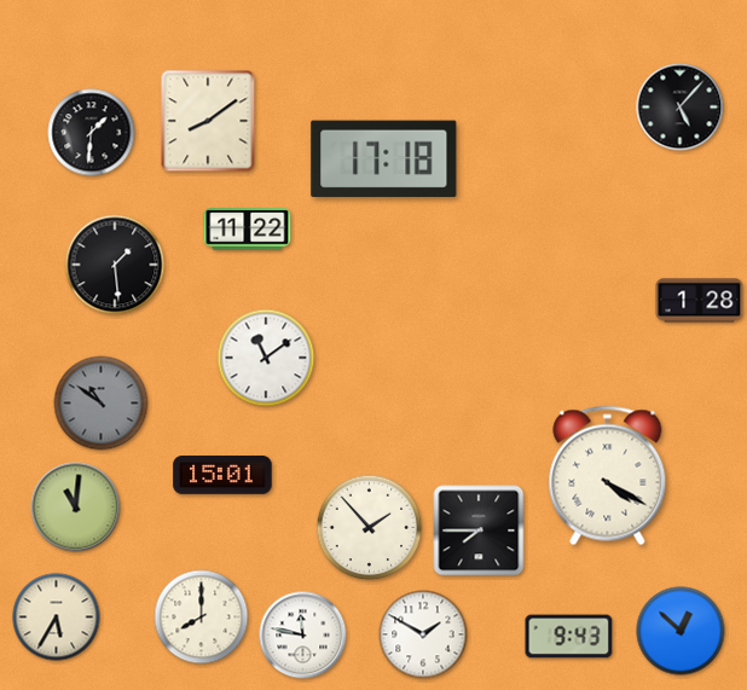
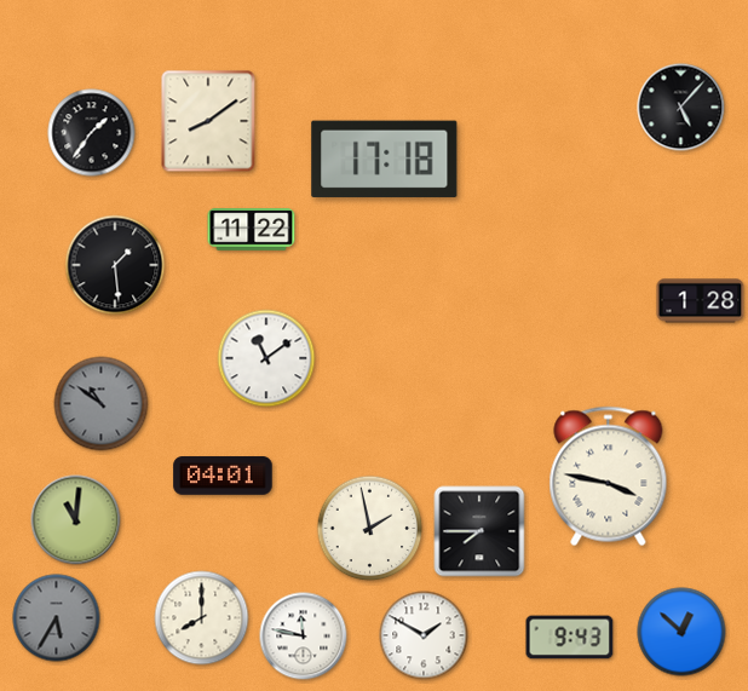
clock at (92, 133): 1:31 -> 1:36
clock at (248, 230) position: (248, 230) -> (252, 230)
clock at (222, 475): 15:01 -> 04:01
clock at (608, 476): 4:20 -> 3:47
clock at (76, 508) position: (76, 508) -> (76, 520)
clock at (370, 528): 1:53 -> 1:58
clock at (57, 617) dial: cream -> grey
